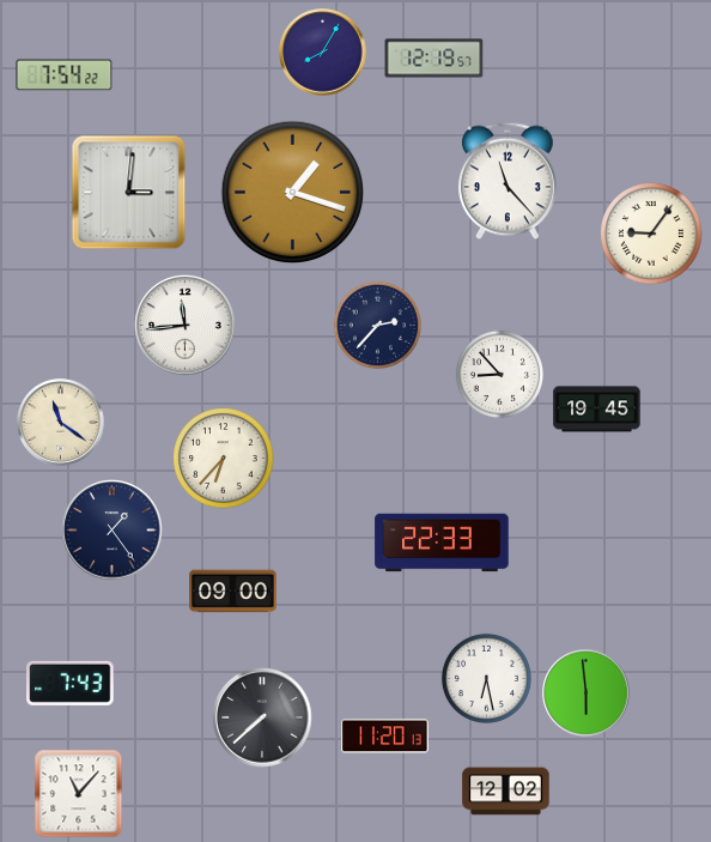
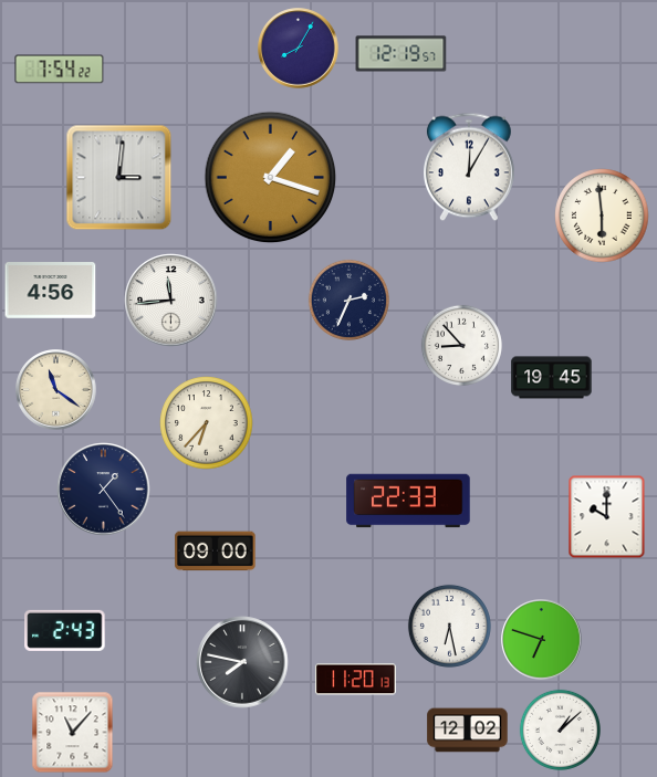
clock at (509, 181): 11:23 -> 12:05
clock at (651, 234): 9:06 -> 5:59
clock at (51, 291): none -> 4:56
clock at (377, 325): 2:37 -> 2:34
clock at (607, 517): none -> 10:00
clock at (233, 592) position: (233, 592) -> (216, 552)
clock at (71, 683): 7:43 -> 2:43
clock at (587, 693): 5:59 -> 6:48
clock at (262, 717): 7:38 -> 7:47
clock at (560, 729): none -> 1:08
